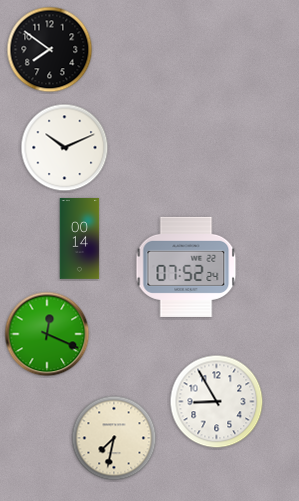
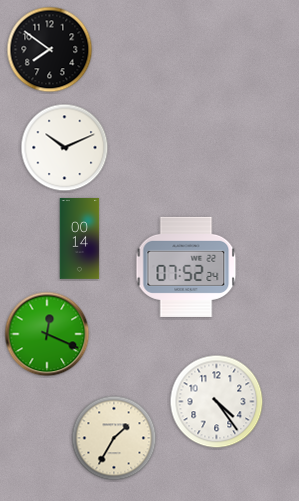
clock at (217, 402): 8:55 -> 4:24
clock at (114, 438): 7:32 -> 1:35
